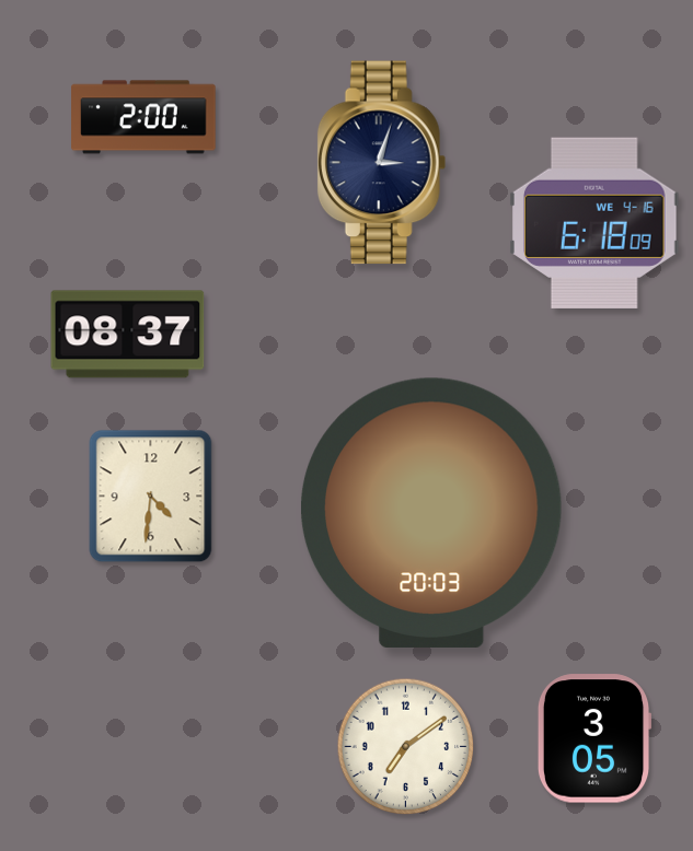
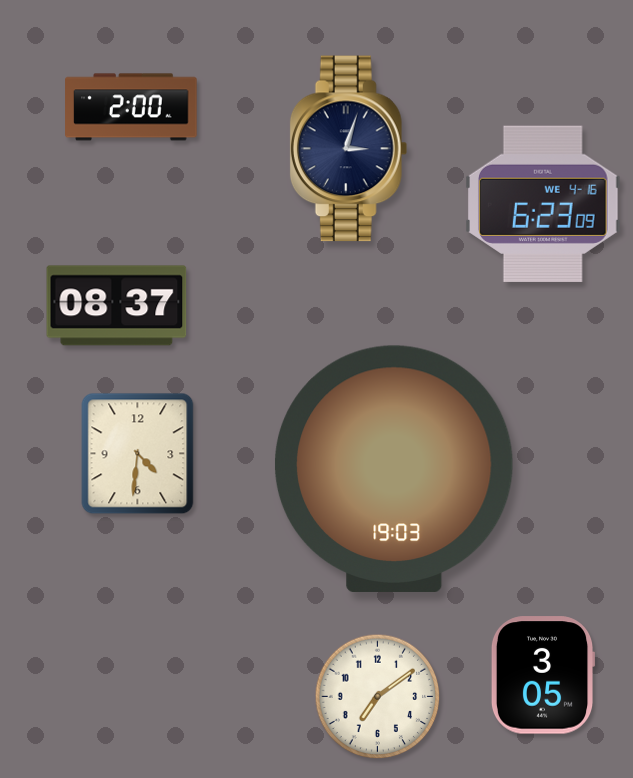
clock at (596, 222): 6:18 -> 6:23
clock at (431, 513): 20:03 -> 19:03
clock at (406, 747) position: (406, 747) -> (378, 697)
